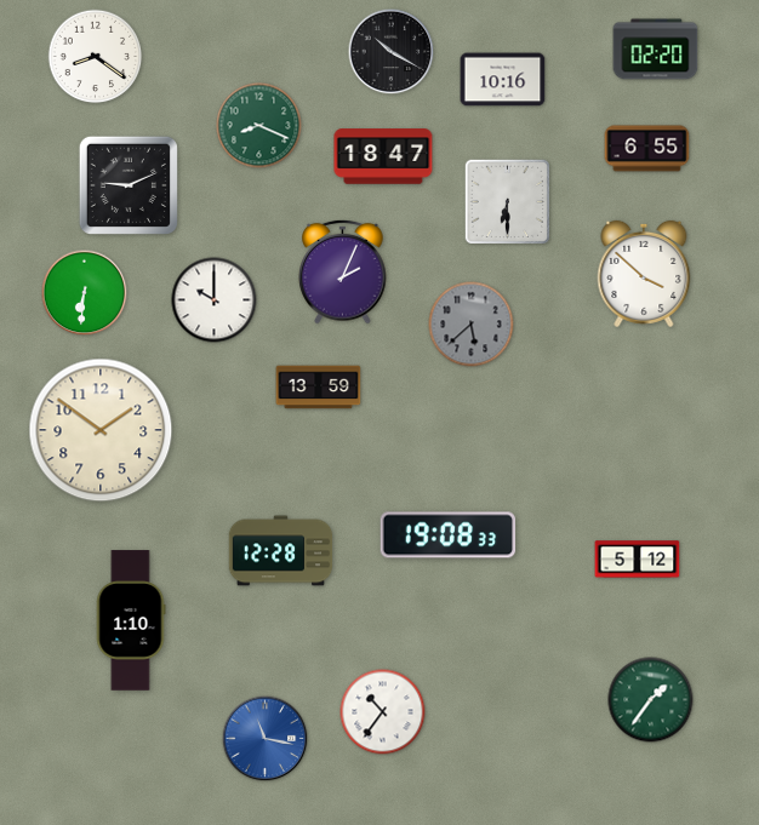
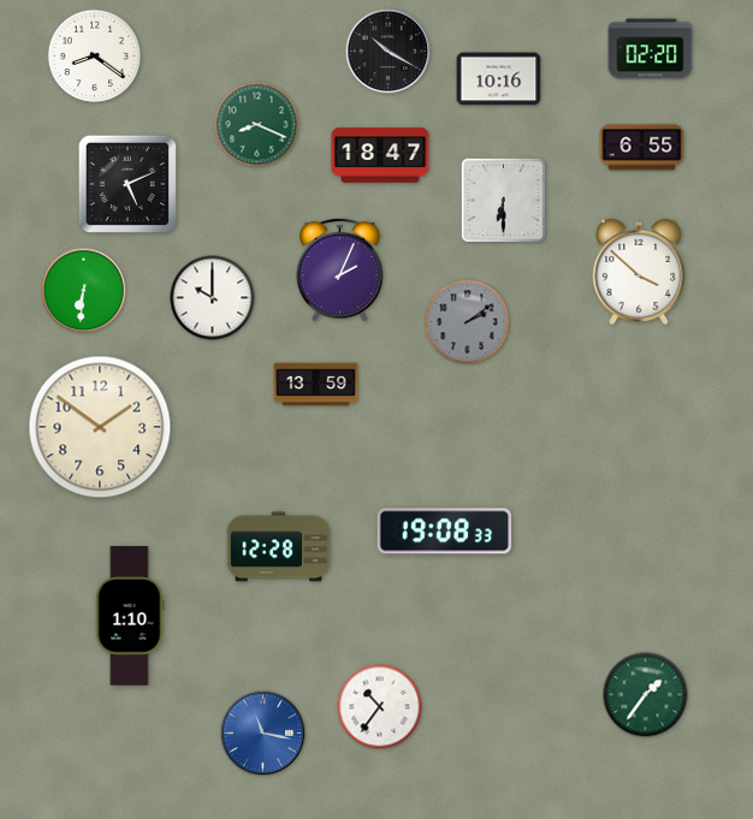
clock at (129, 185): 9:11 -> 5:11
clock at (472, 325): 5:38 -> 2:09
clock at (638, 560): 5:12 -> none
